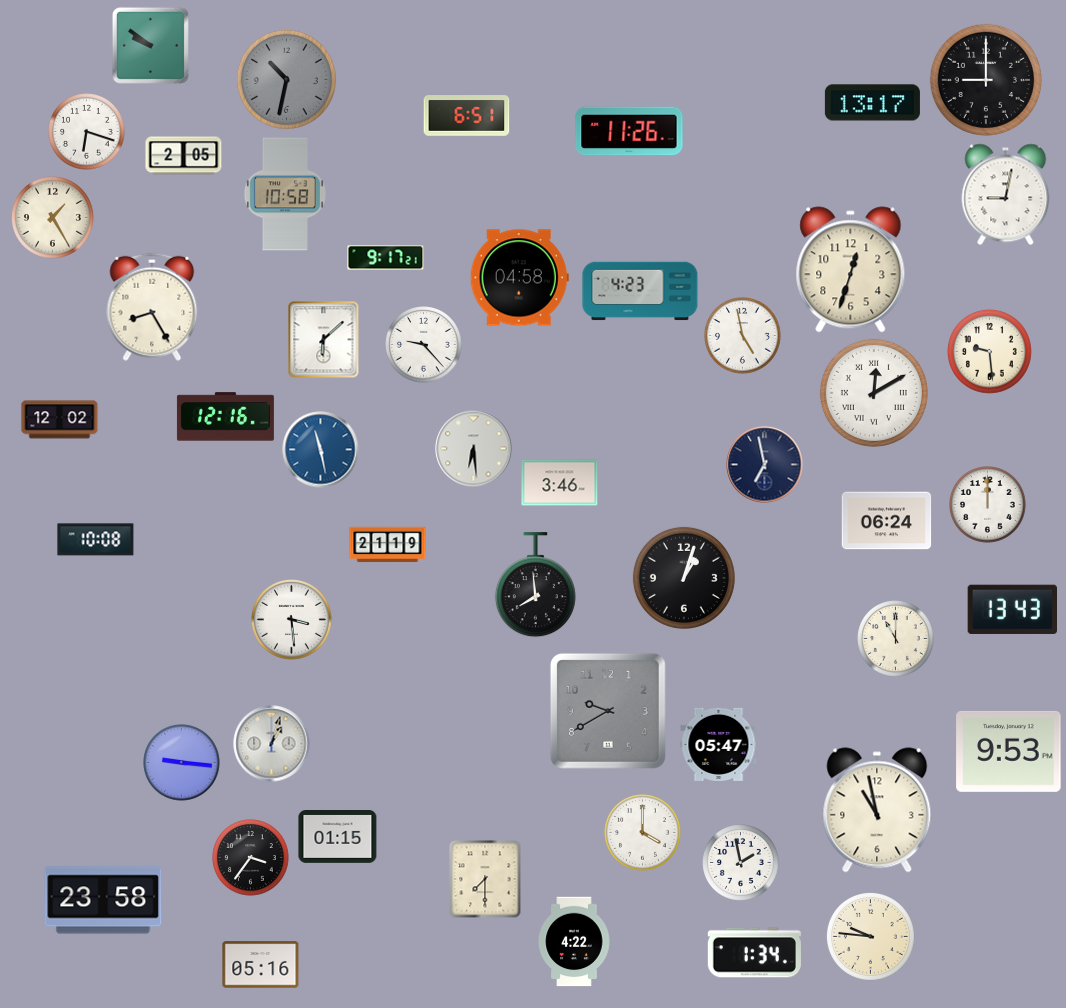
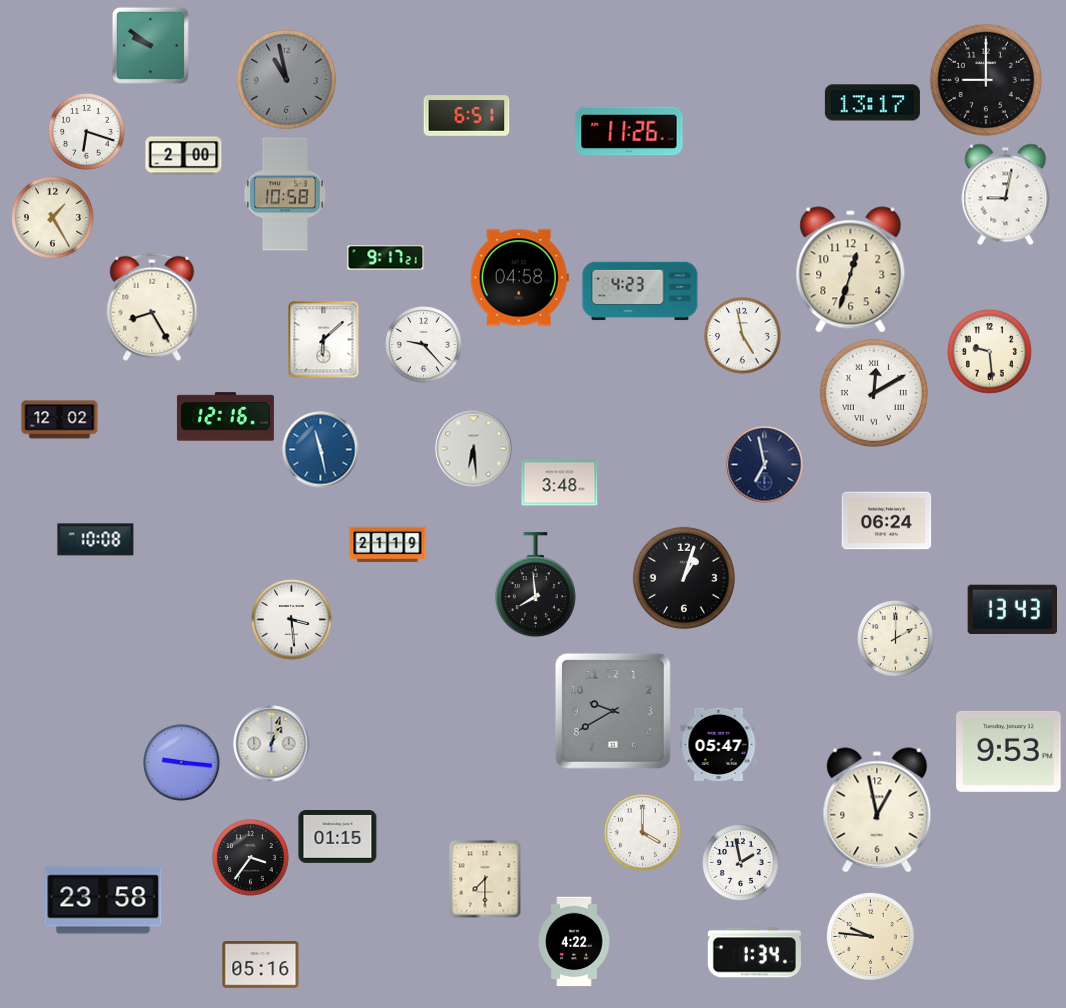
clock at (286, 79): 10:32 -> 10:58
clock at (184, 156): 2:05 -> 2:00
clock at (560, 483): 3:46 -> 3:48
clock at (988, 505): 12:00 -> none
clock at (896, 639): 11:00 -> 2:00
clock at (608, 711) position: (608, 711) -> (613, 711)
clock at (877, 810): 10:58 -> 12:58
